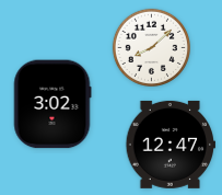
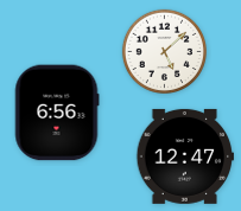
clock at (151, 47): 8:08 -> 5:08
clock at (52, 104): 3:02 -> 6:56
